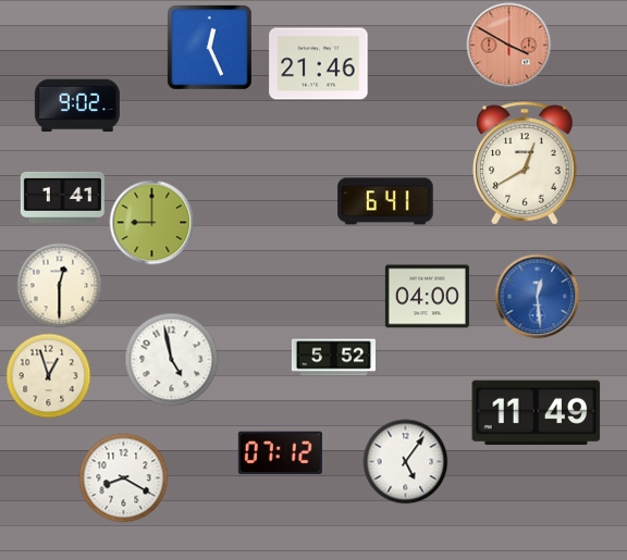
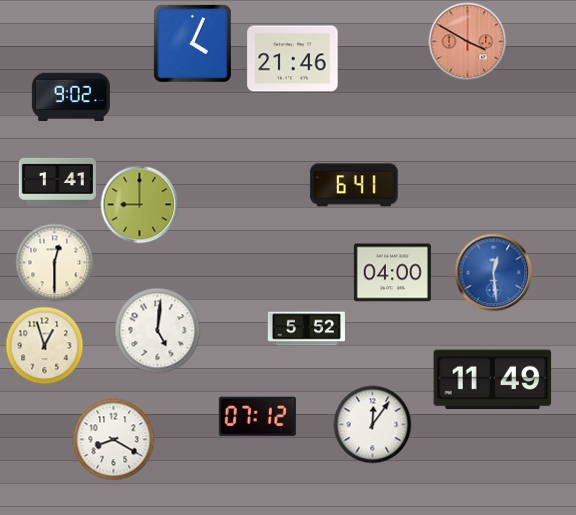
clock at (210, 48): 12:26 -> 4:04
clock at (525, 163): 12:40 -> none
clock at (171, 359): 4:58 -> 5:01
clock at (405, 461): 5:06 -> 12:06
